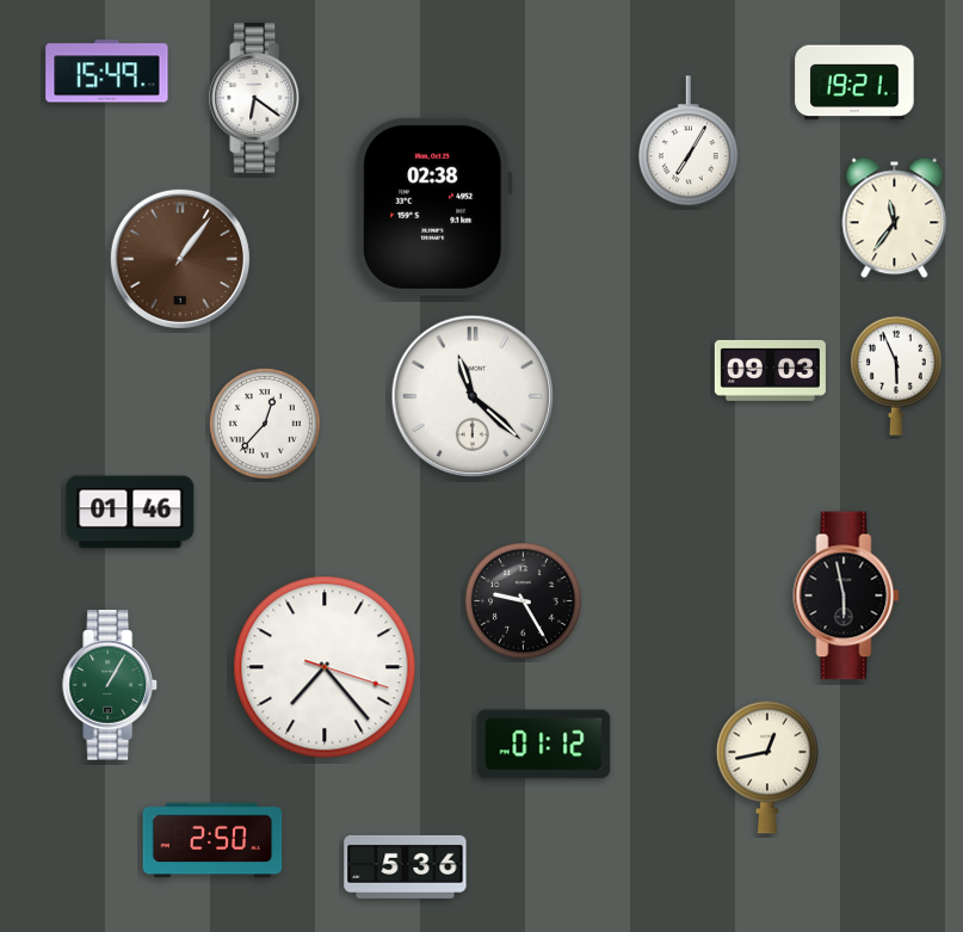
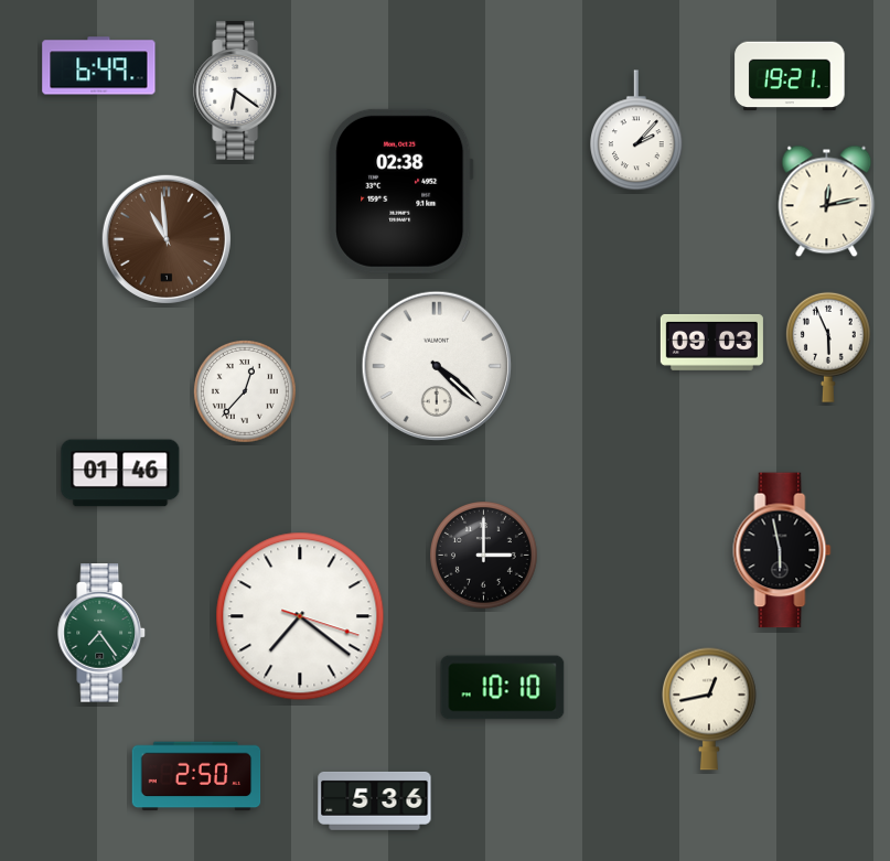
clock at (107, 72): 15:49 -> 6:49
clock at (690, 142): 7:05 -> 2:07
clock at (895, 218): 11:36 -> 12:13
clock at (180, 259): 1:06 -> 10:59
clock at (473, 396): 11:22 -> 4:22
clock at (524, 601): 9:25 -> 3:00
clock at (325, 667): 7:23 -> 7:21
clock at (111, 685): 1:05 -> 7:24
clock at (544, 745): 01:12 -> 10:10
